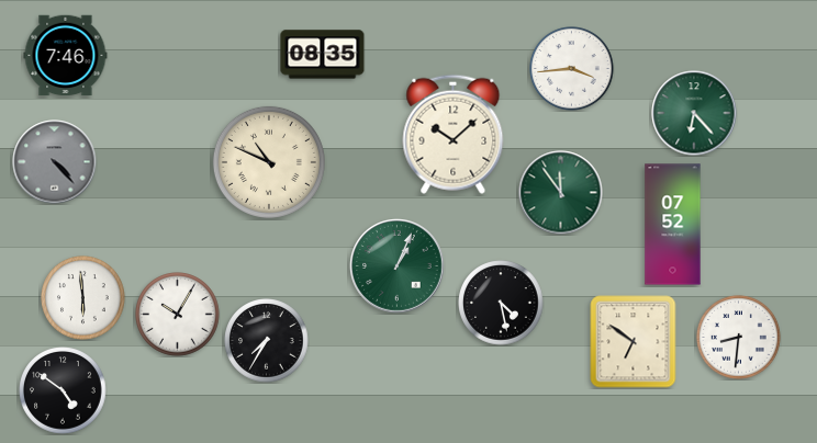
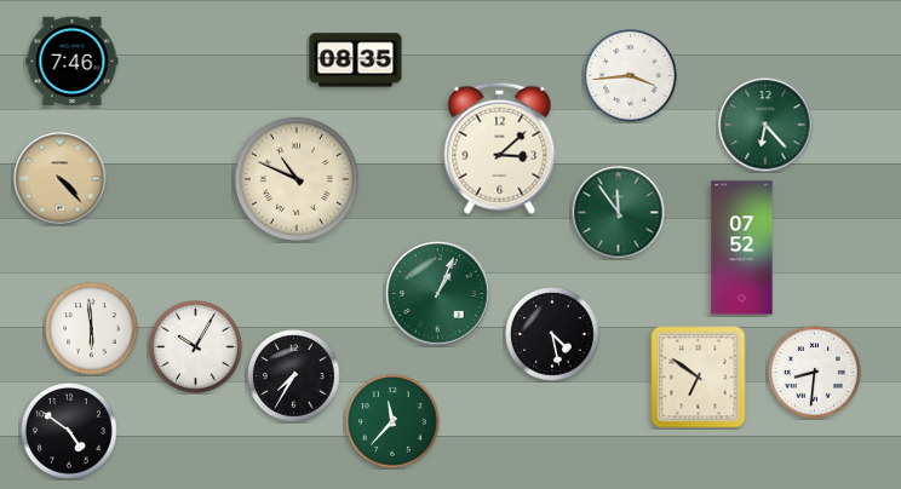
clock at (454, 134): 10:08 -> 3:08
clock at (55, 162) dial: grey -> champagne
clock at (392, 421): none -> 11:37
